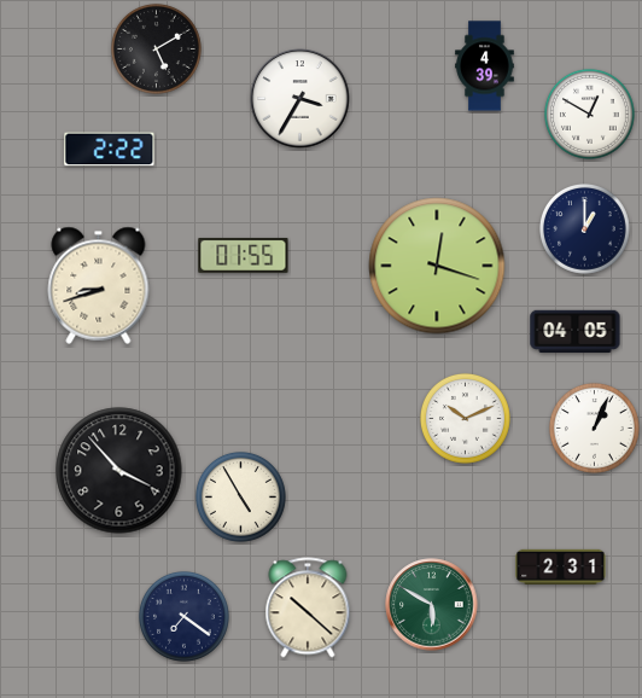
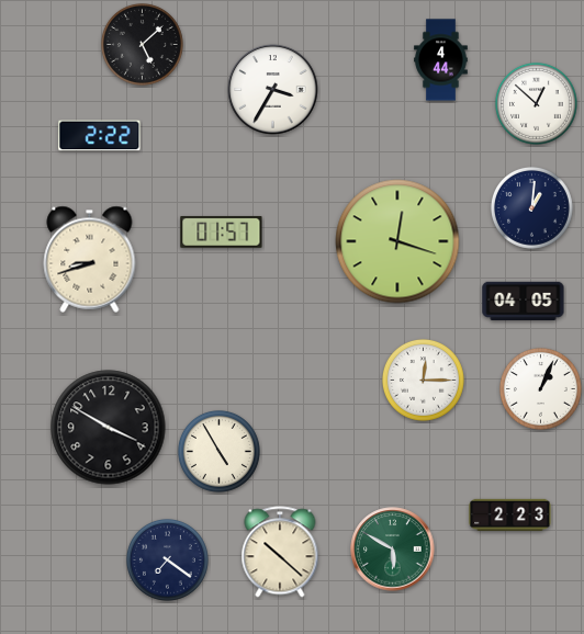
clock at (156, 48): 5:10 -> 5:08
clock at (485, 66): 4:39 -> 4:44
clock at (589, 114): 12:50 -> 12:52
clock at (584, 228): 1:00 -> 1:01
clock at (244, 255): 01:55 -> 01:57
clock at (465, 418): 10:11 -> 12:15
clock at (119, 471): 3:53 -> 3:50
clock at (561, 566): 2:31 -> 2:23
